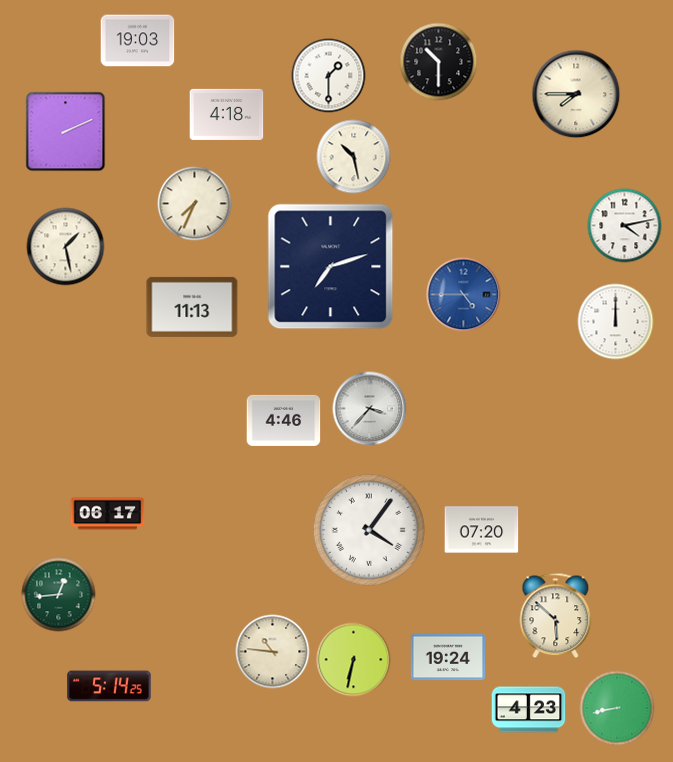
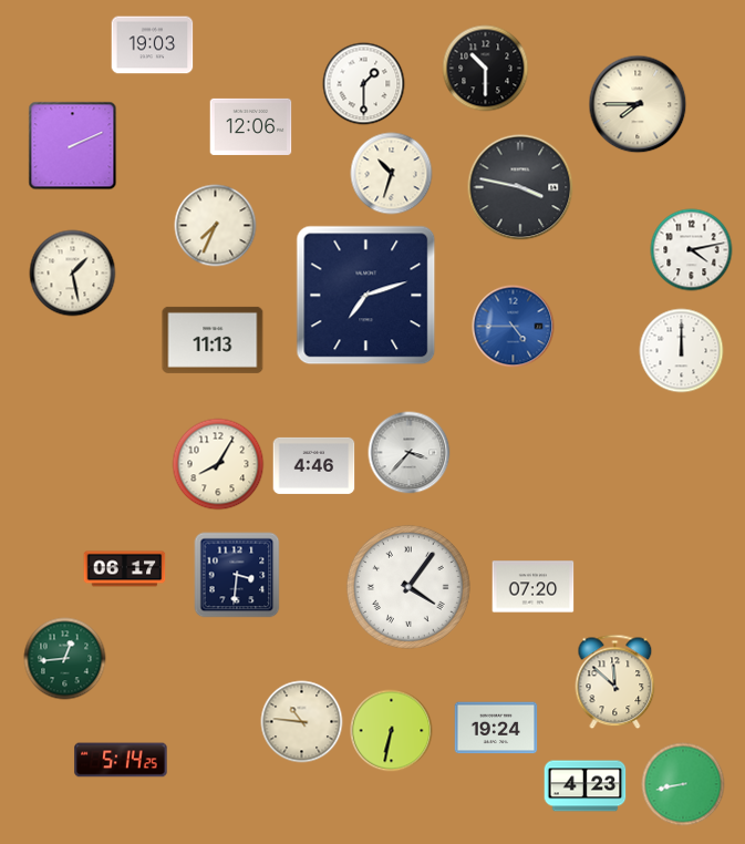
clock at (227, 114): 4:18 -> 12:06
clock at (354, 157): 10:28 -> 10:33
clock at (520, 187): none -> 3:47
clock at (616, 322) position: (616, 322) -> (682, 351)
clock at (218, 464): none -> 8:05
clock at (108, 514) position: (108, 514) -> (125, 569)
clock at (237, 575): none -> 3:31
clock at (556, 616): 5:52 -> 11:52
